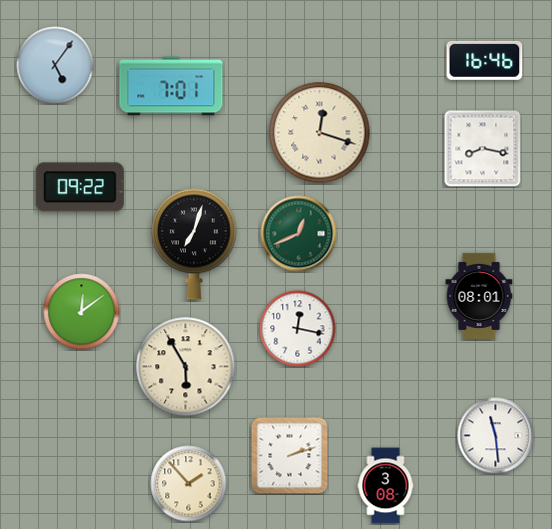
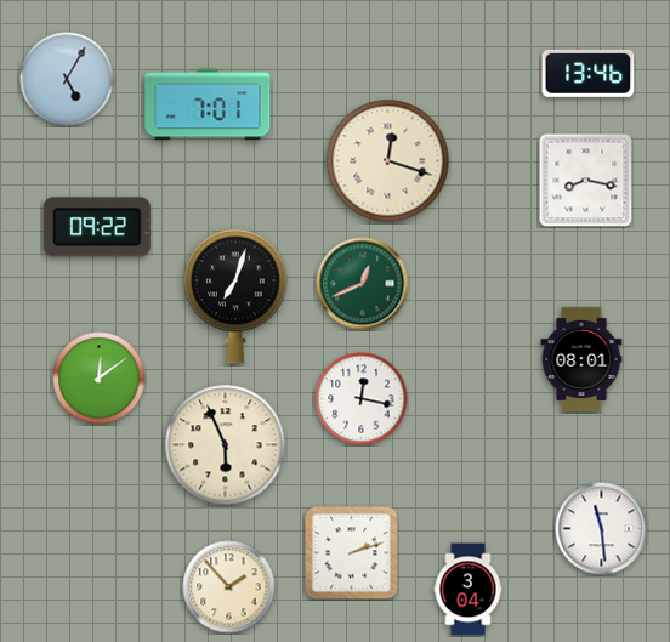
clock at (485, 60): 16:46 -> 13:46
clock at (55, 65): 5:06 -> 5:05
clock at (186, 367): 5:55 -> 5:56
clock at (386, 486): 3:08 -> 3:04
